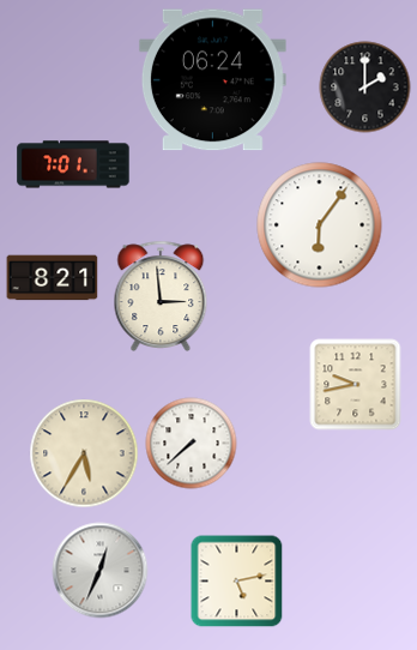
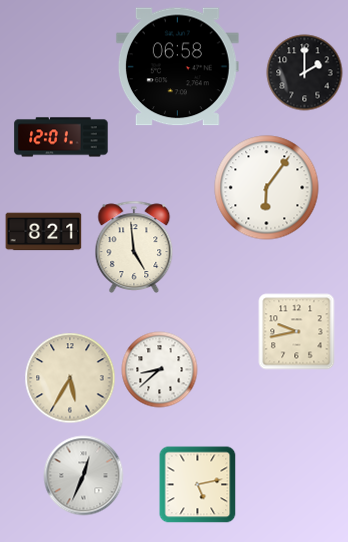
clock at (212, 80): 06:24 -> 06:58
clock at (73, 164): 7:01 -> 12:01
clock at (161, 296): 2:59 -> 4:59
clock at (356, 385) position: (356, 385) -> (297, 332)
clock at (192, 444): 7:38 -> 8:38
